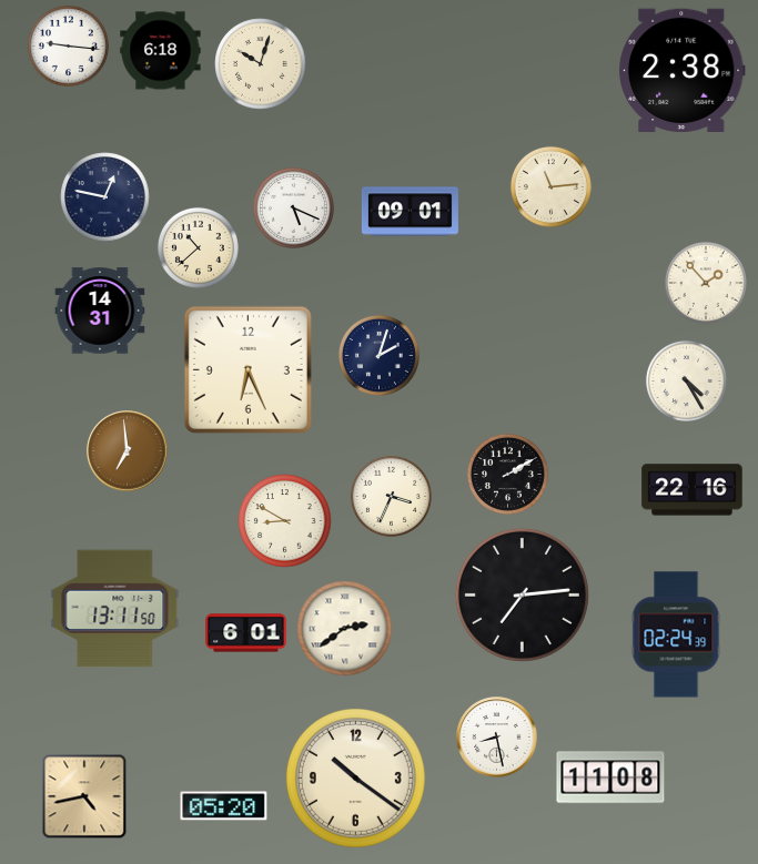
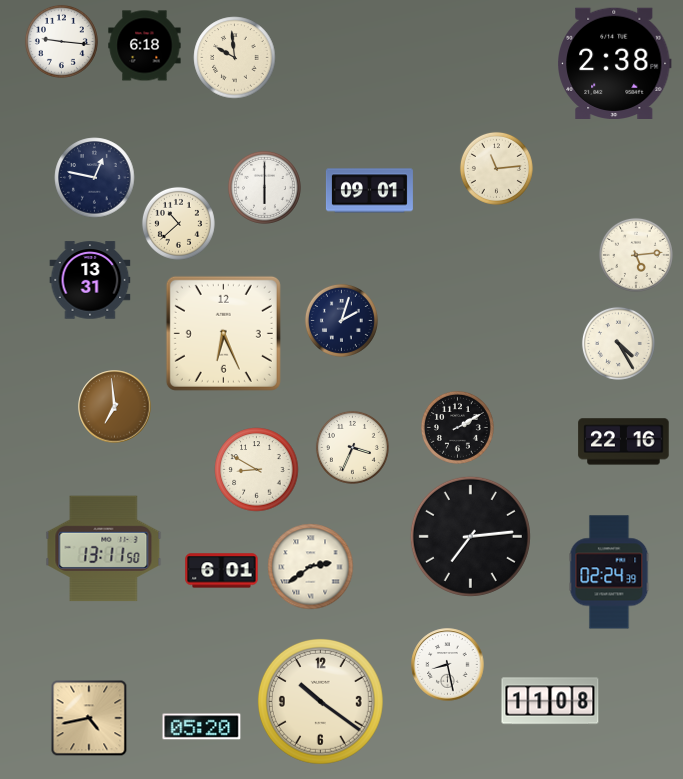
clock at (261, 64): 10:03 -> 9:59
clock at (293, 207): 5:19 -> 6:00
clock at (706, 283): 1:53 -> 5:14
clock at (100, 311): 14:31 -> 13:31
clock at (84, 796) position: (84, 796) -> (89, 718)
